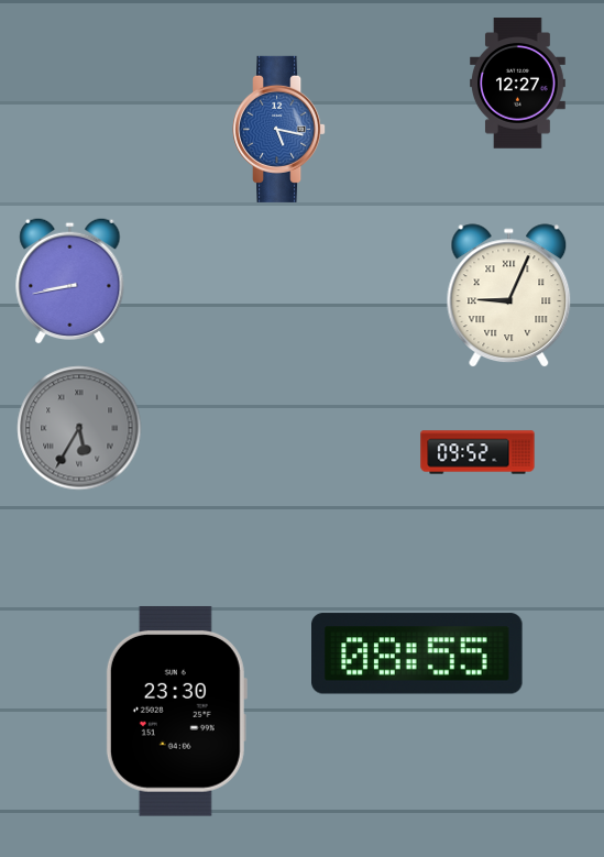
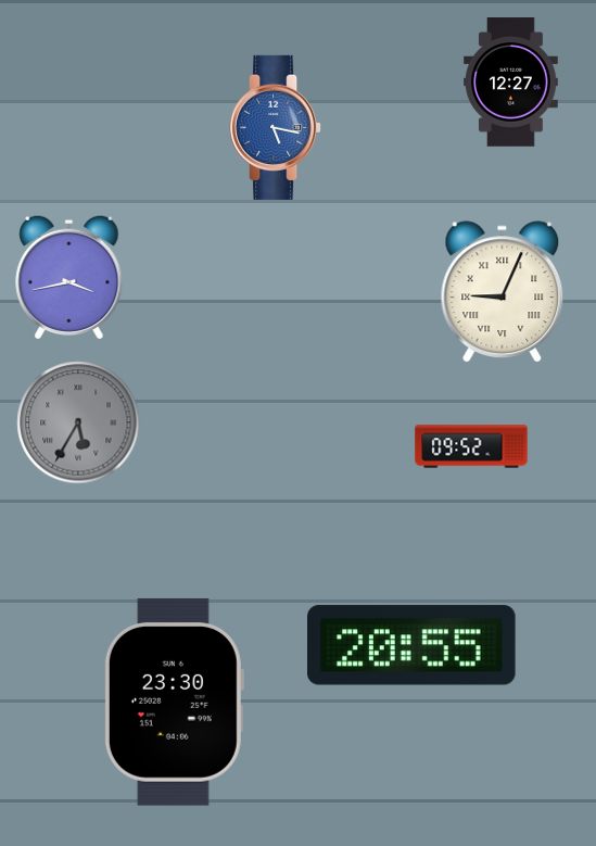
clock at (70, 281): 8:43 -> 3:43
clock at (418, 653): 08:55 -> 20:55
